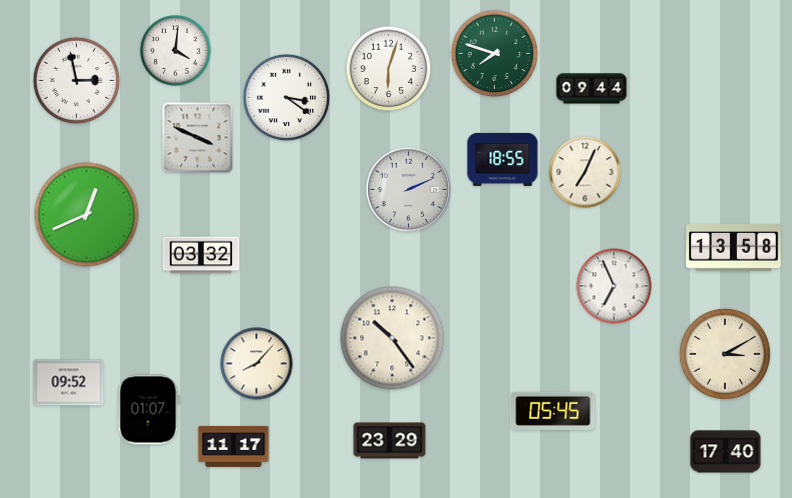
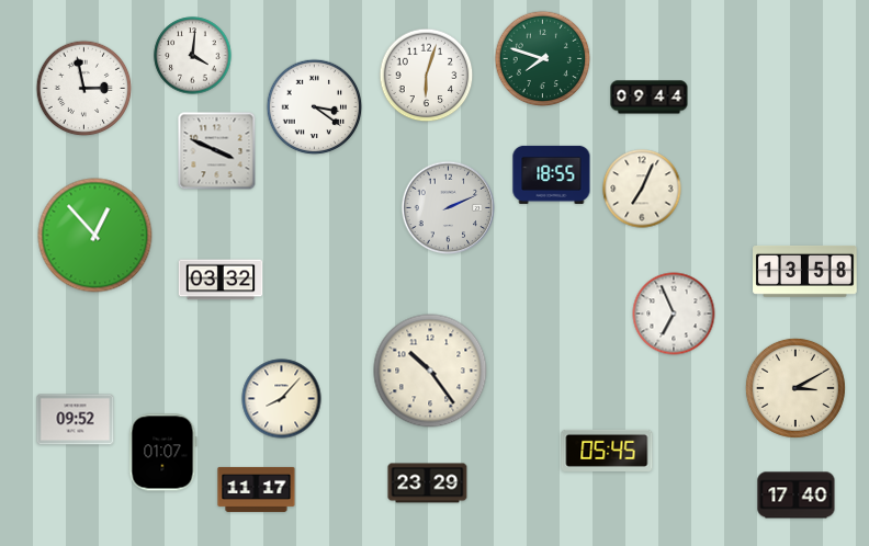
clock at (87, 215): 12:41 -> 12:53
clock at (148, 410) position: (148, 410) -> (162, 453)
